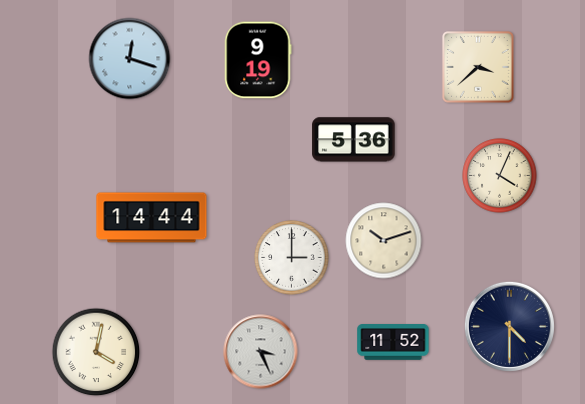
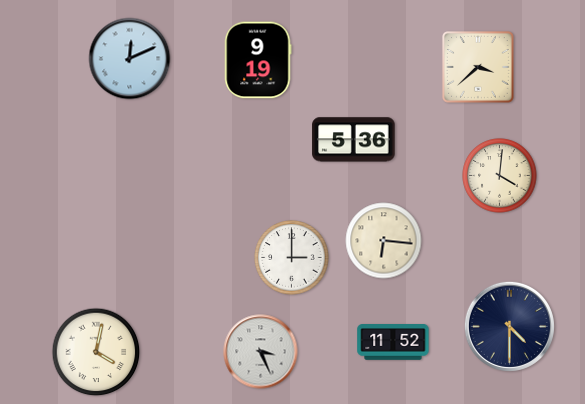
clock at (130, 59): 12:18 -> 12:11
clock at (500, 176): 4:04 -> 4:01
clock at (152, 218): 14:44 -> none
clock at (384, 241): 10:12 -> 6:16
